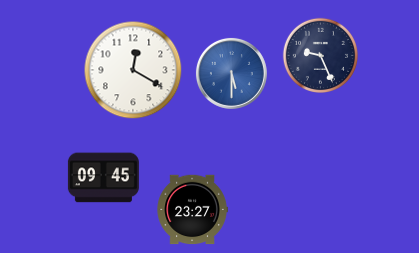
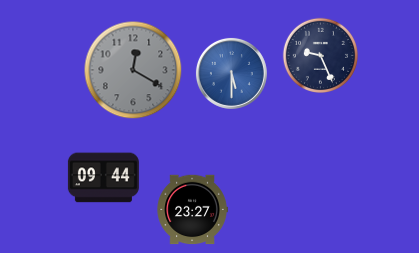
clock at (133, 70) dial: white -> grey
clock at (103, 178): 09:45 -> 09:44
